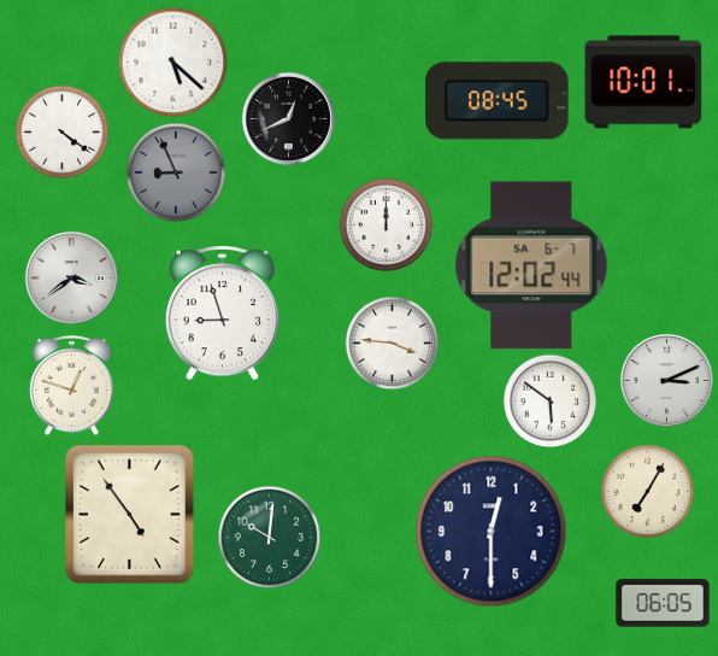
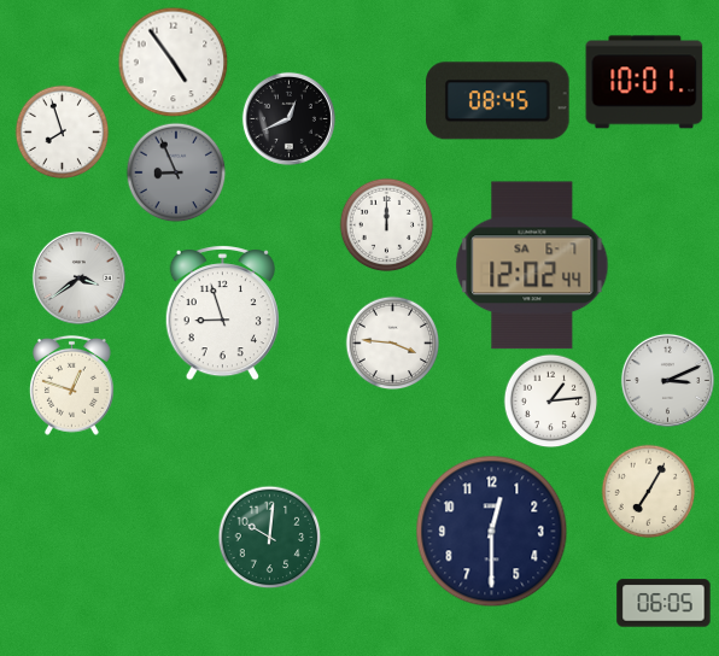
clock at (172, 61): 5:22 -> 4:54
clock at (61, 131): 4:21 -> 7:57
clock at (71, 277) position: (71, 277) -> (78, 277)
clock at (549, 400): 5:51 -> 1:14
clock at (130, 515): 4:54 -> none
